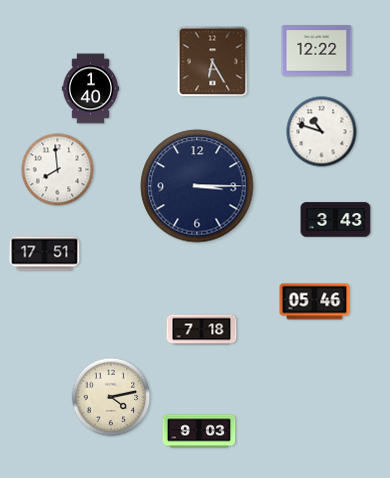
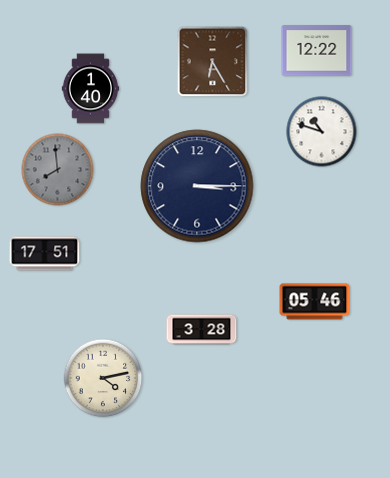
clock at (58, 170) dial: white -> grey
clock at (336, 220): 3:43 -> none
clock at (202, 330): 7:18 -> 3:28
clock at (111, 397) position: (111, 397) -> (103, 378)
clock at (199, 431): 9:03 -> none
